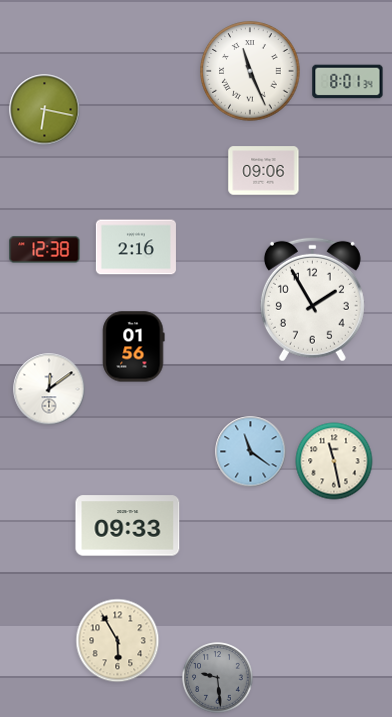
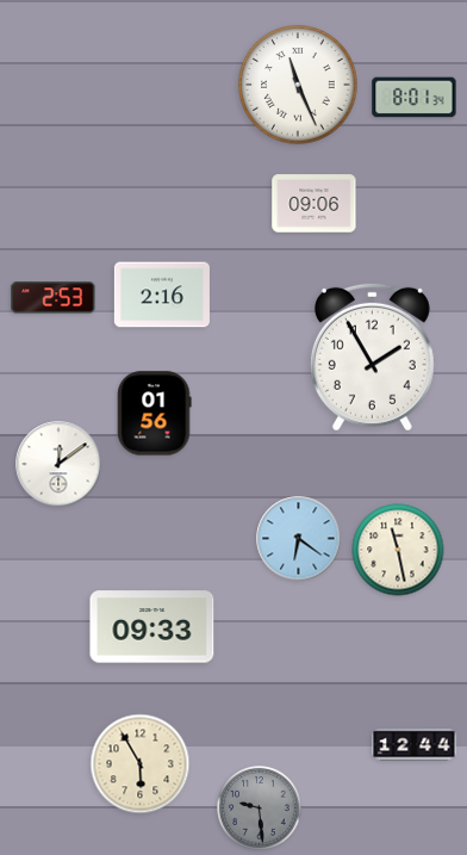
clock at (45, 110): 6:17 -> none
clock at (45, 250): 12:38 -> 2:53
clock at (134, 347) position: (134, 347) -> (155, 414)
clock at (251, 452): 11:21 -> 6:21
clock at (415, 745): none -> 12:44
